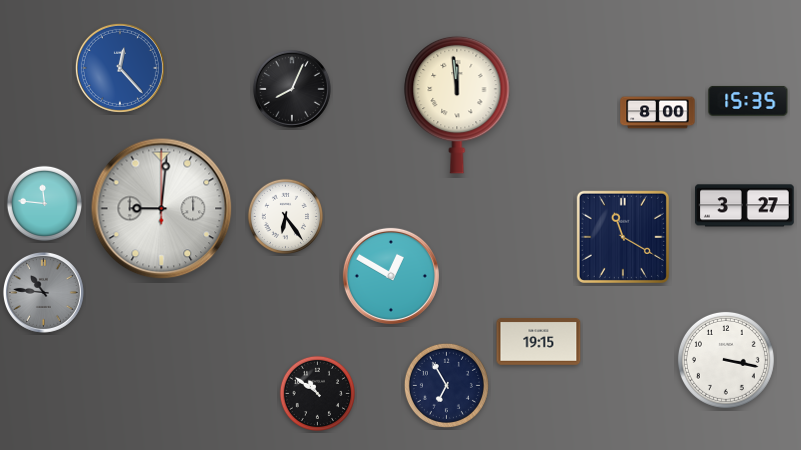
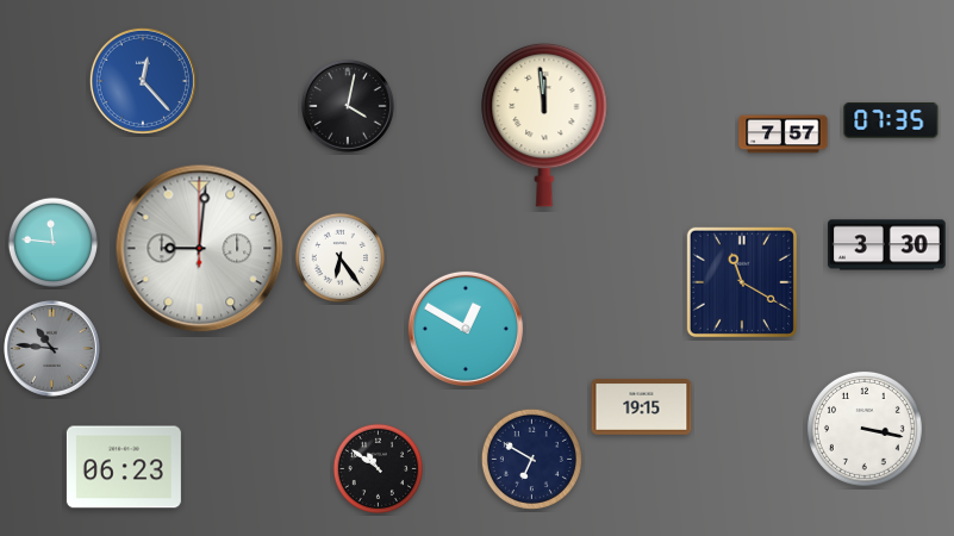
clock at (292, 89): 8:04 -> 4:02
clock at (748, 101): 15:35 -> 07:35
clock at (658, 113): 8:00 -> 7:57
clock at (745, 206): 3:27 -> 3:30
clock at (162, 209) position: (162, 209) -> (200, 249)
clock at (446, 385): 6:55 -> 6:50
clock at (124, 467): none -> 06:23
